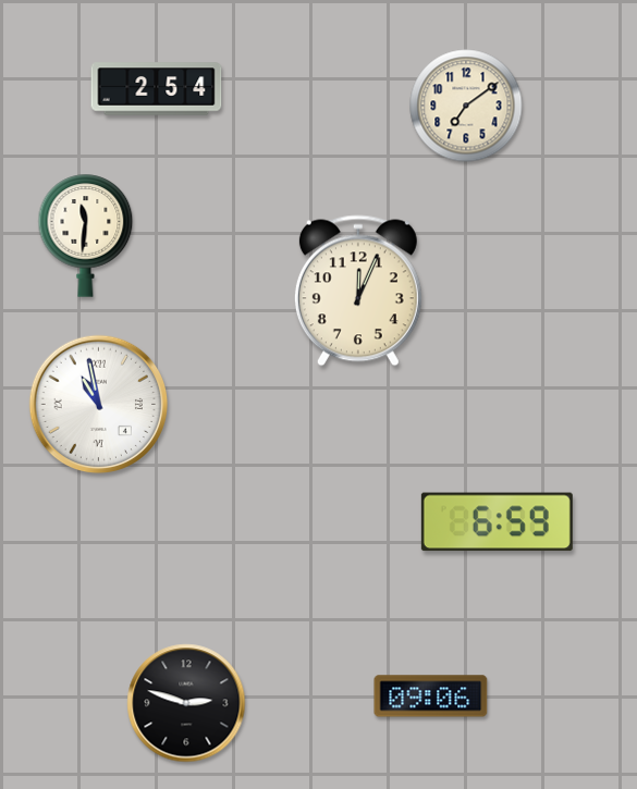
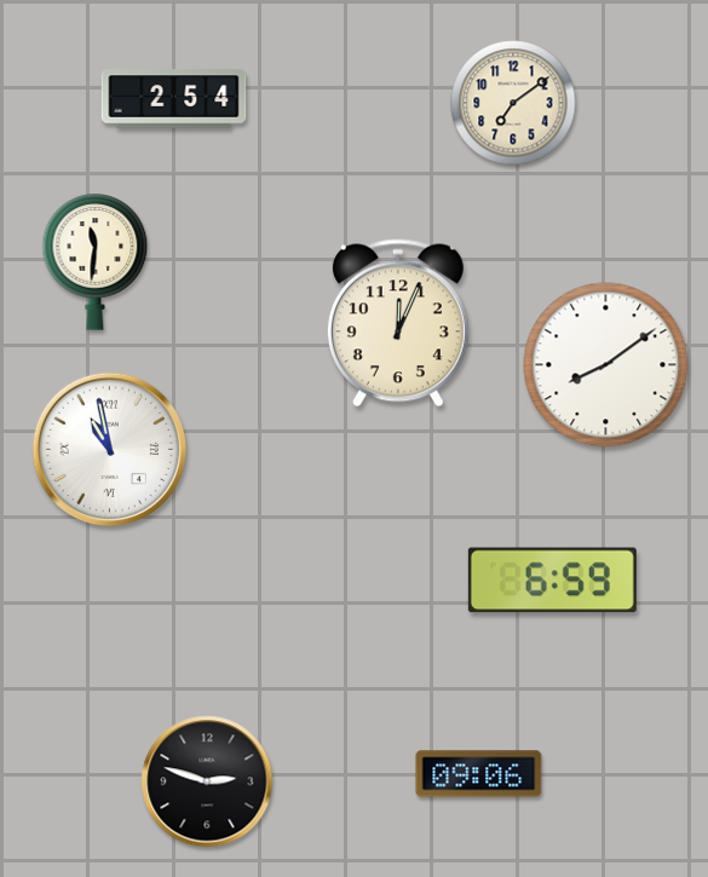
clock at (466, 106) position: (466, 106) -> (513, 103)
clock at (606, 365): none -> 8:09
